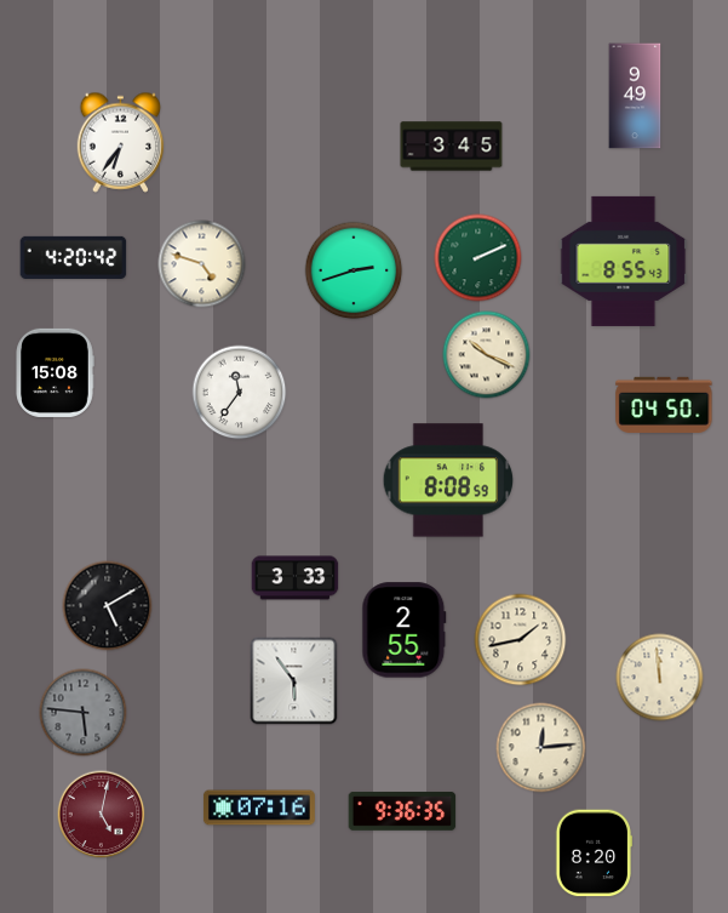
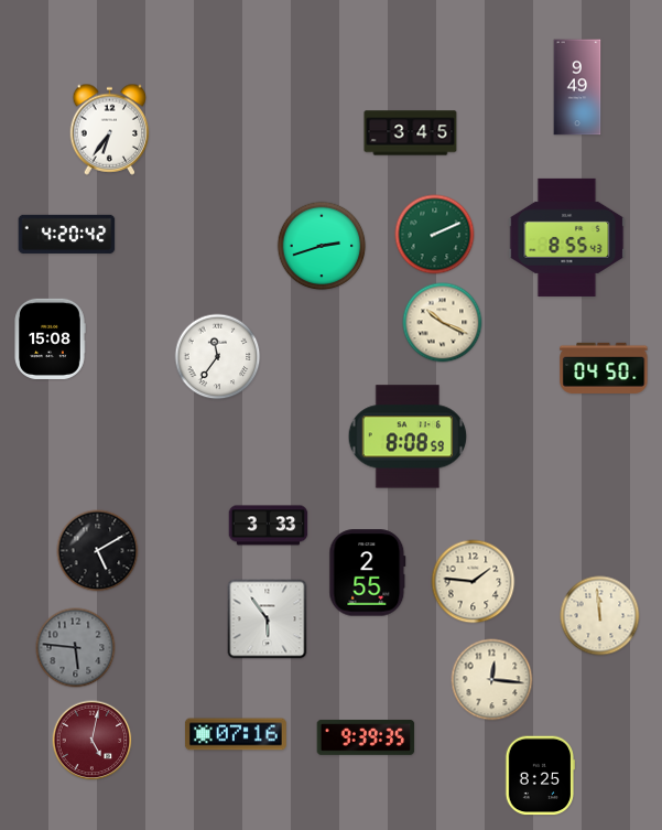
clock at (202, 264): 4:48 -> none
clock at (521, 640): 1:43 -> 1:46
clock at (541, 748): 12:14 -> 12:16
clock at (402, 811): 9:36 -> 9:39
clock at (592, 854): 8:20 -> 8:25
